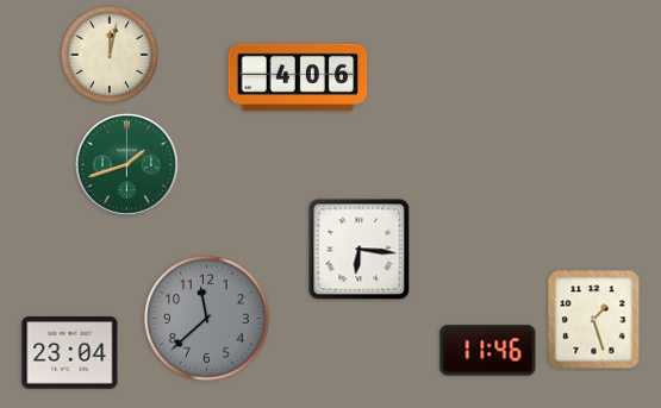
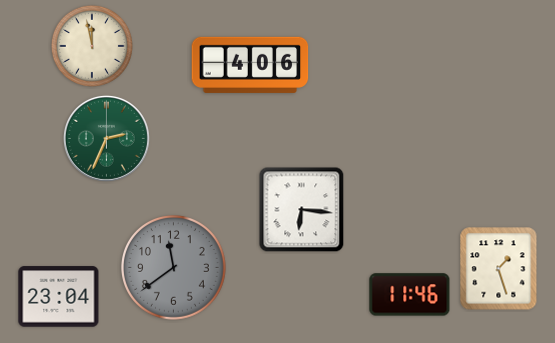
clock at (110, 55): 12:02 -> 11:58
clock at (126, 164): 1:42 -> 2:34
clock at (207, 319): 11:38 -> 11:39
